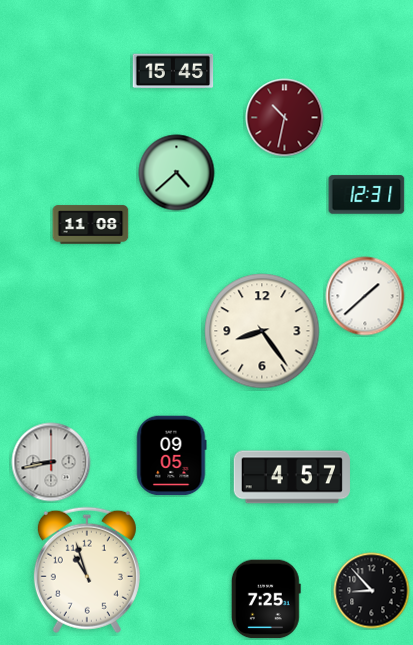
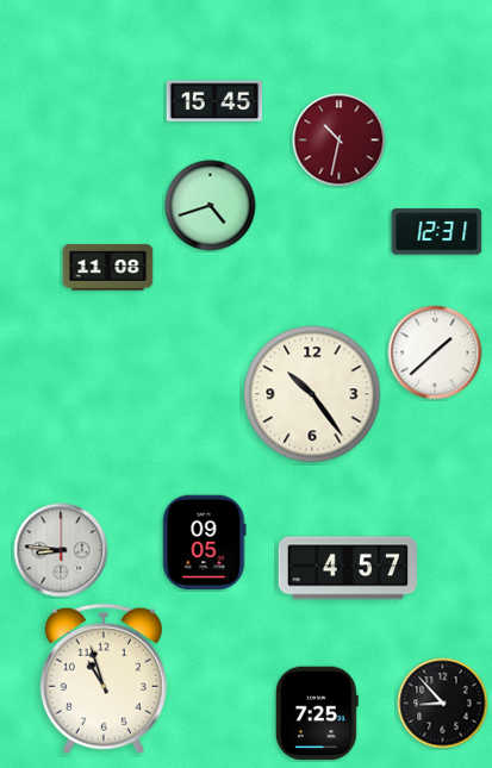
clock at (173, 71) position: (173, 71) -> (214, 101)
clock at (177, 173): 4:38 -> 4:42
clock at (262, 331): 8:24 -> 10:24
clock at (51, 462): 8:43 -> 8:46
